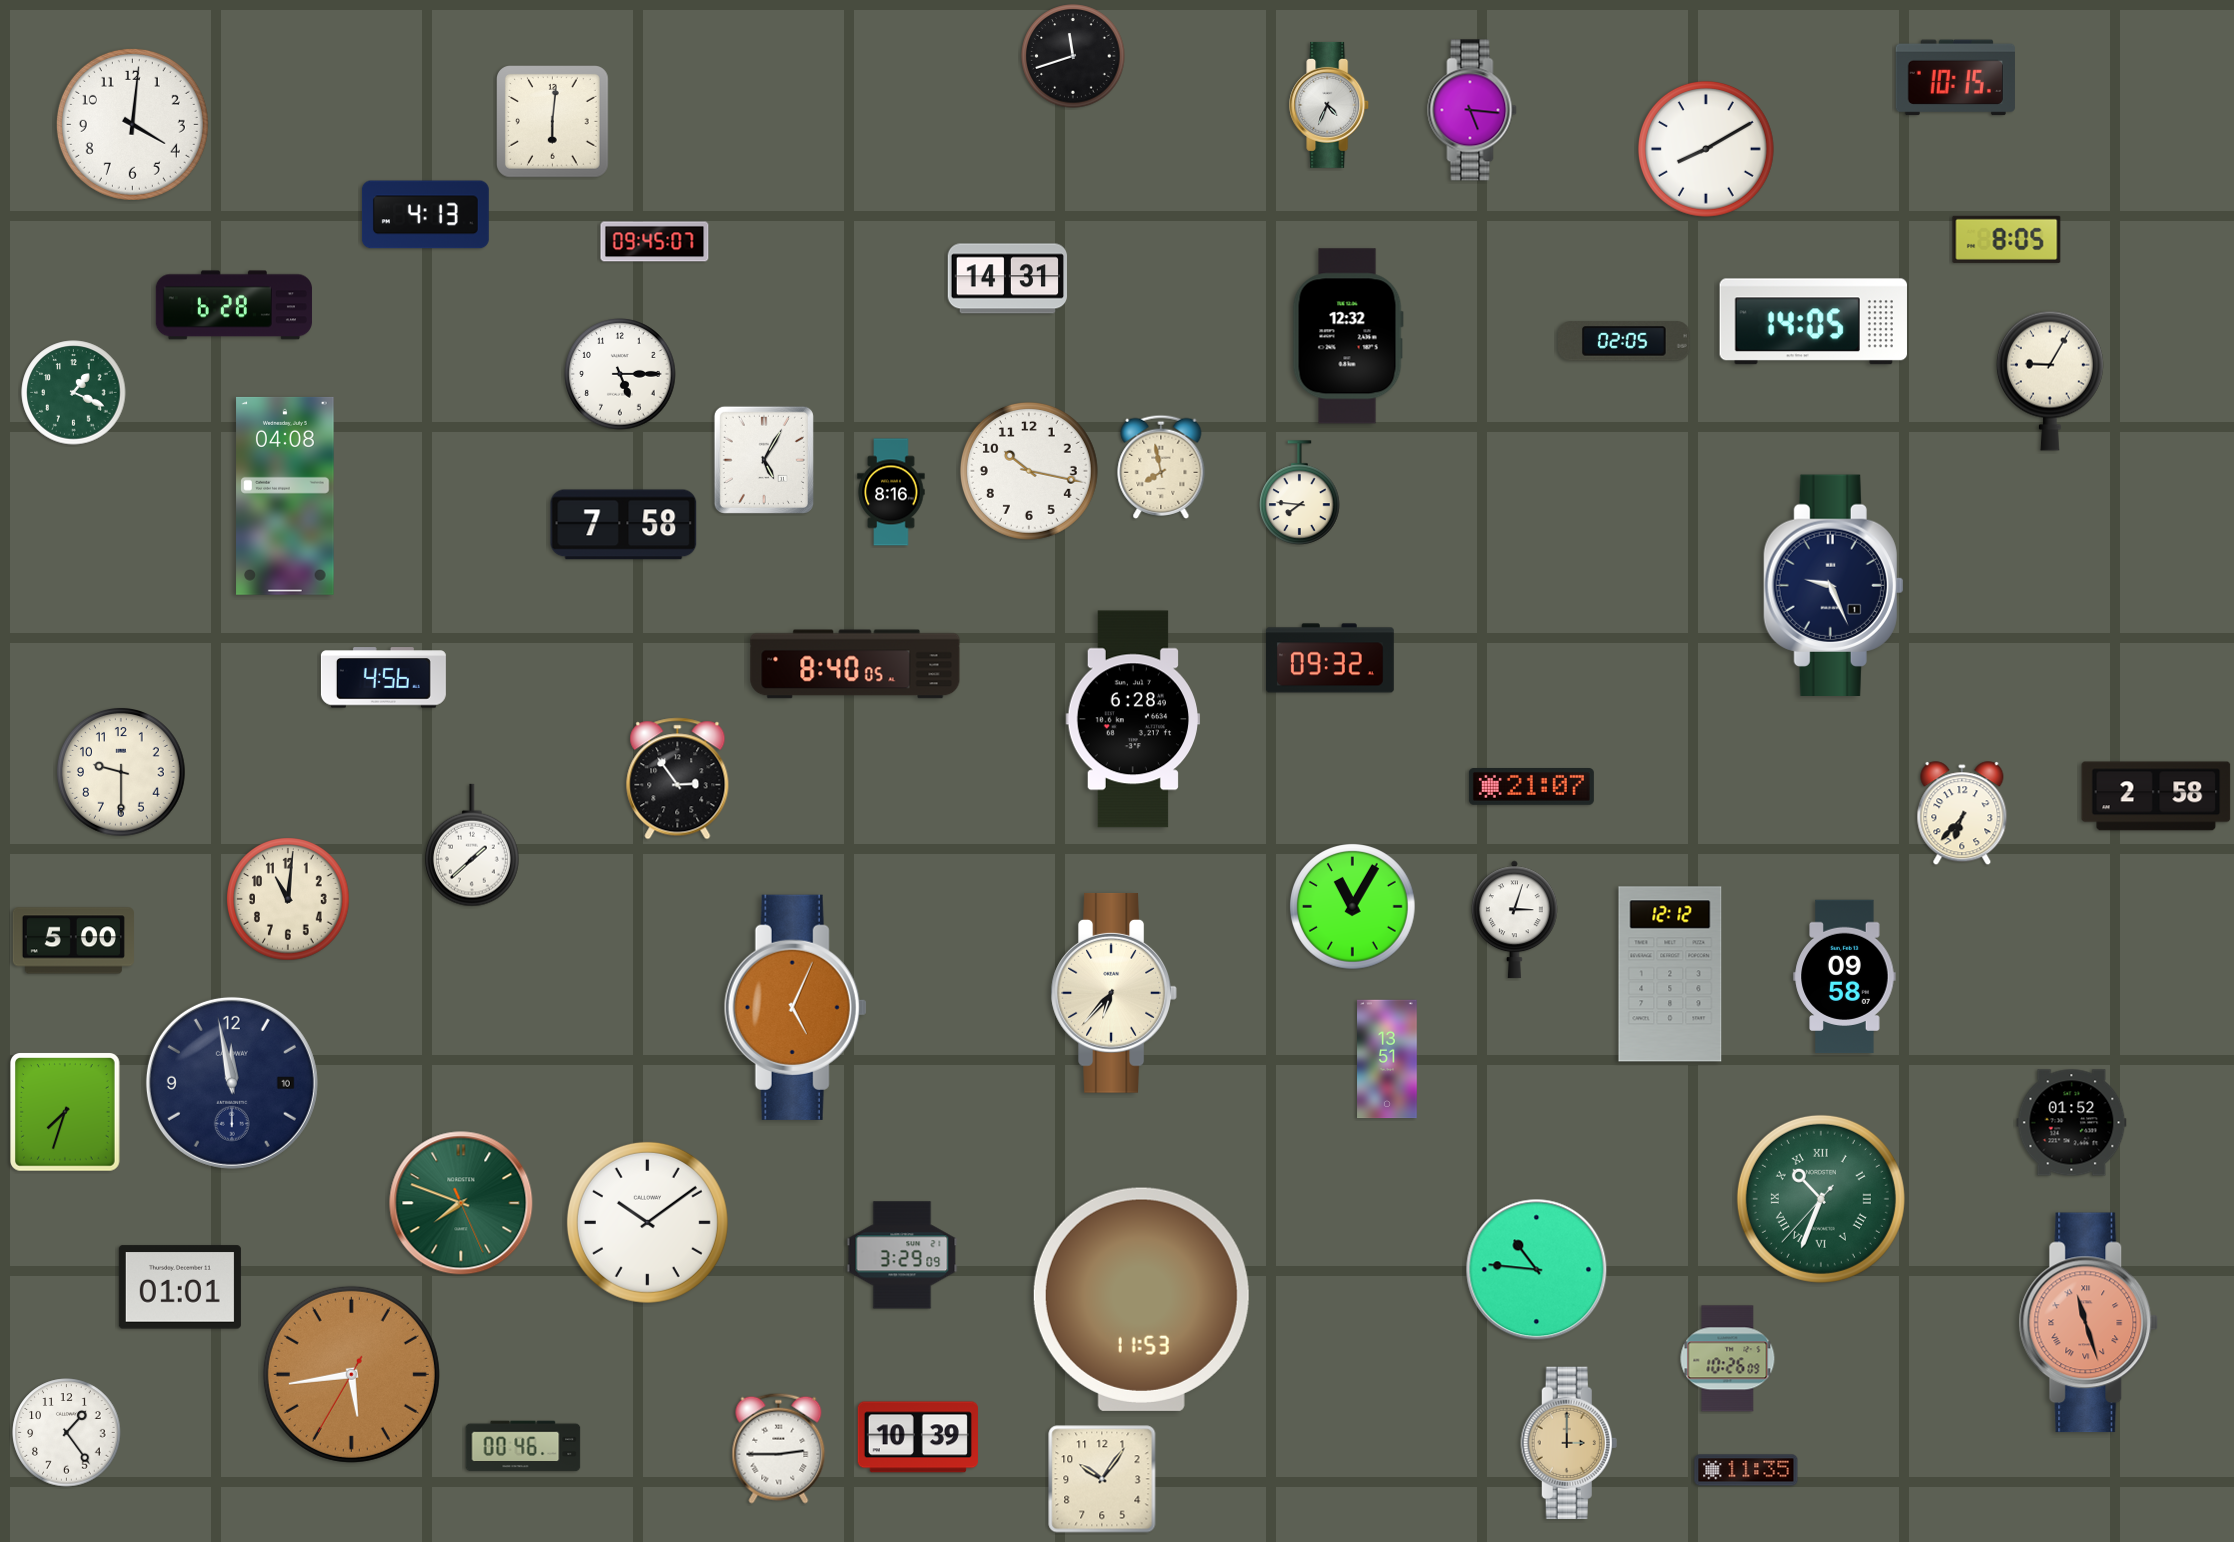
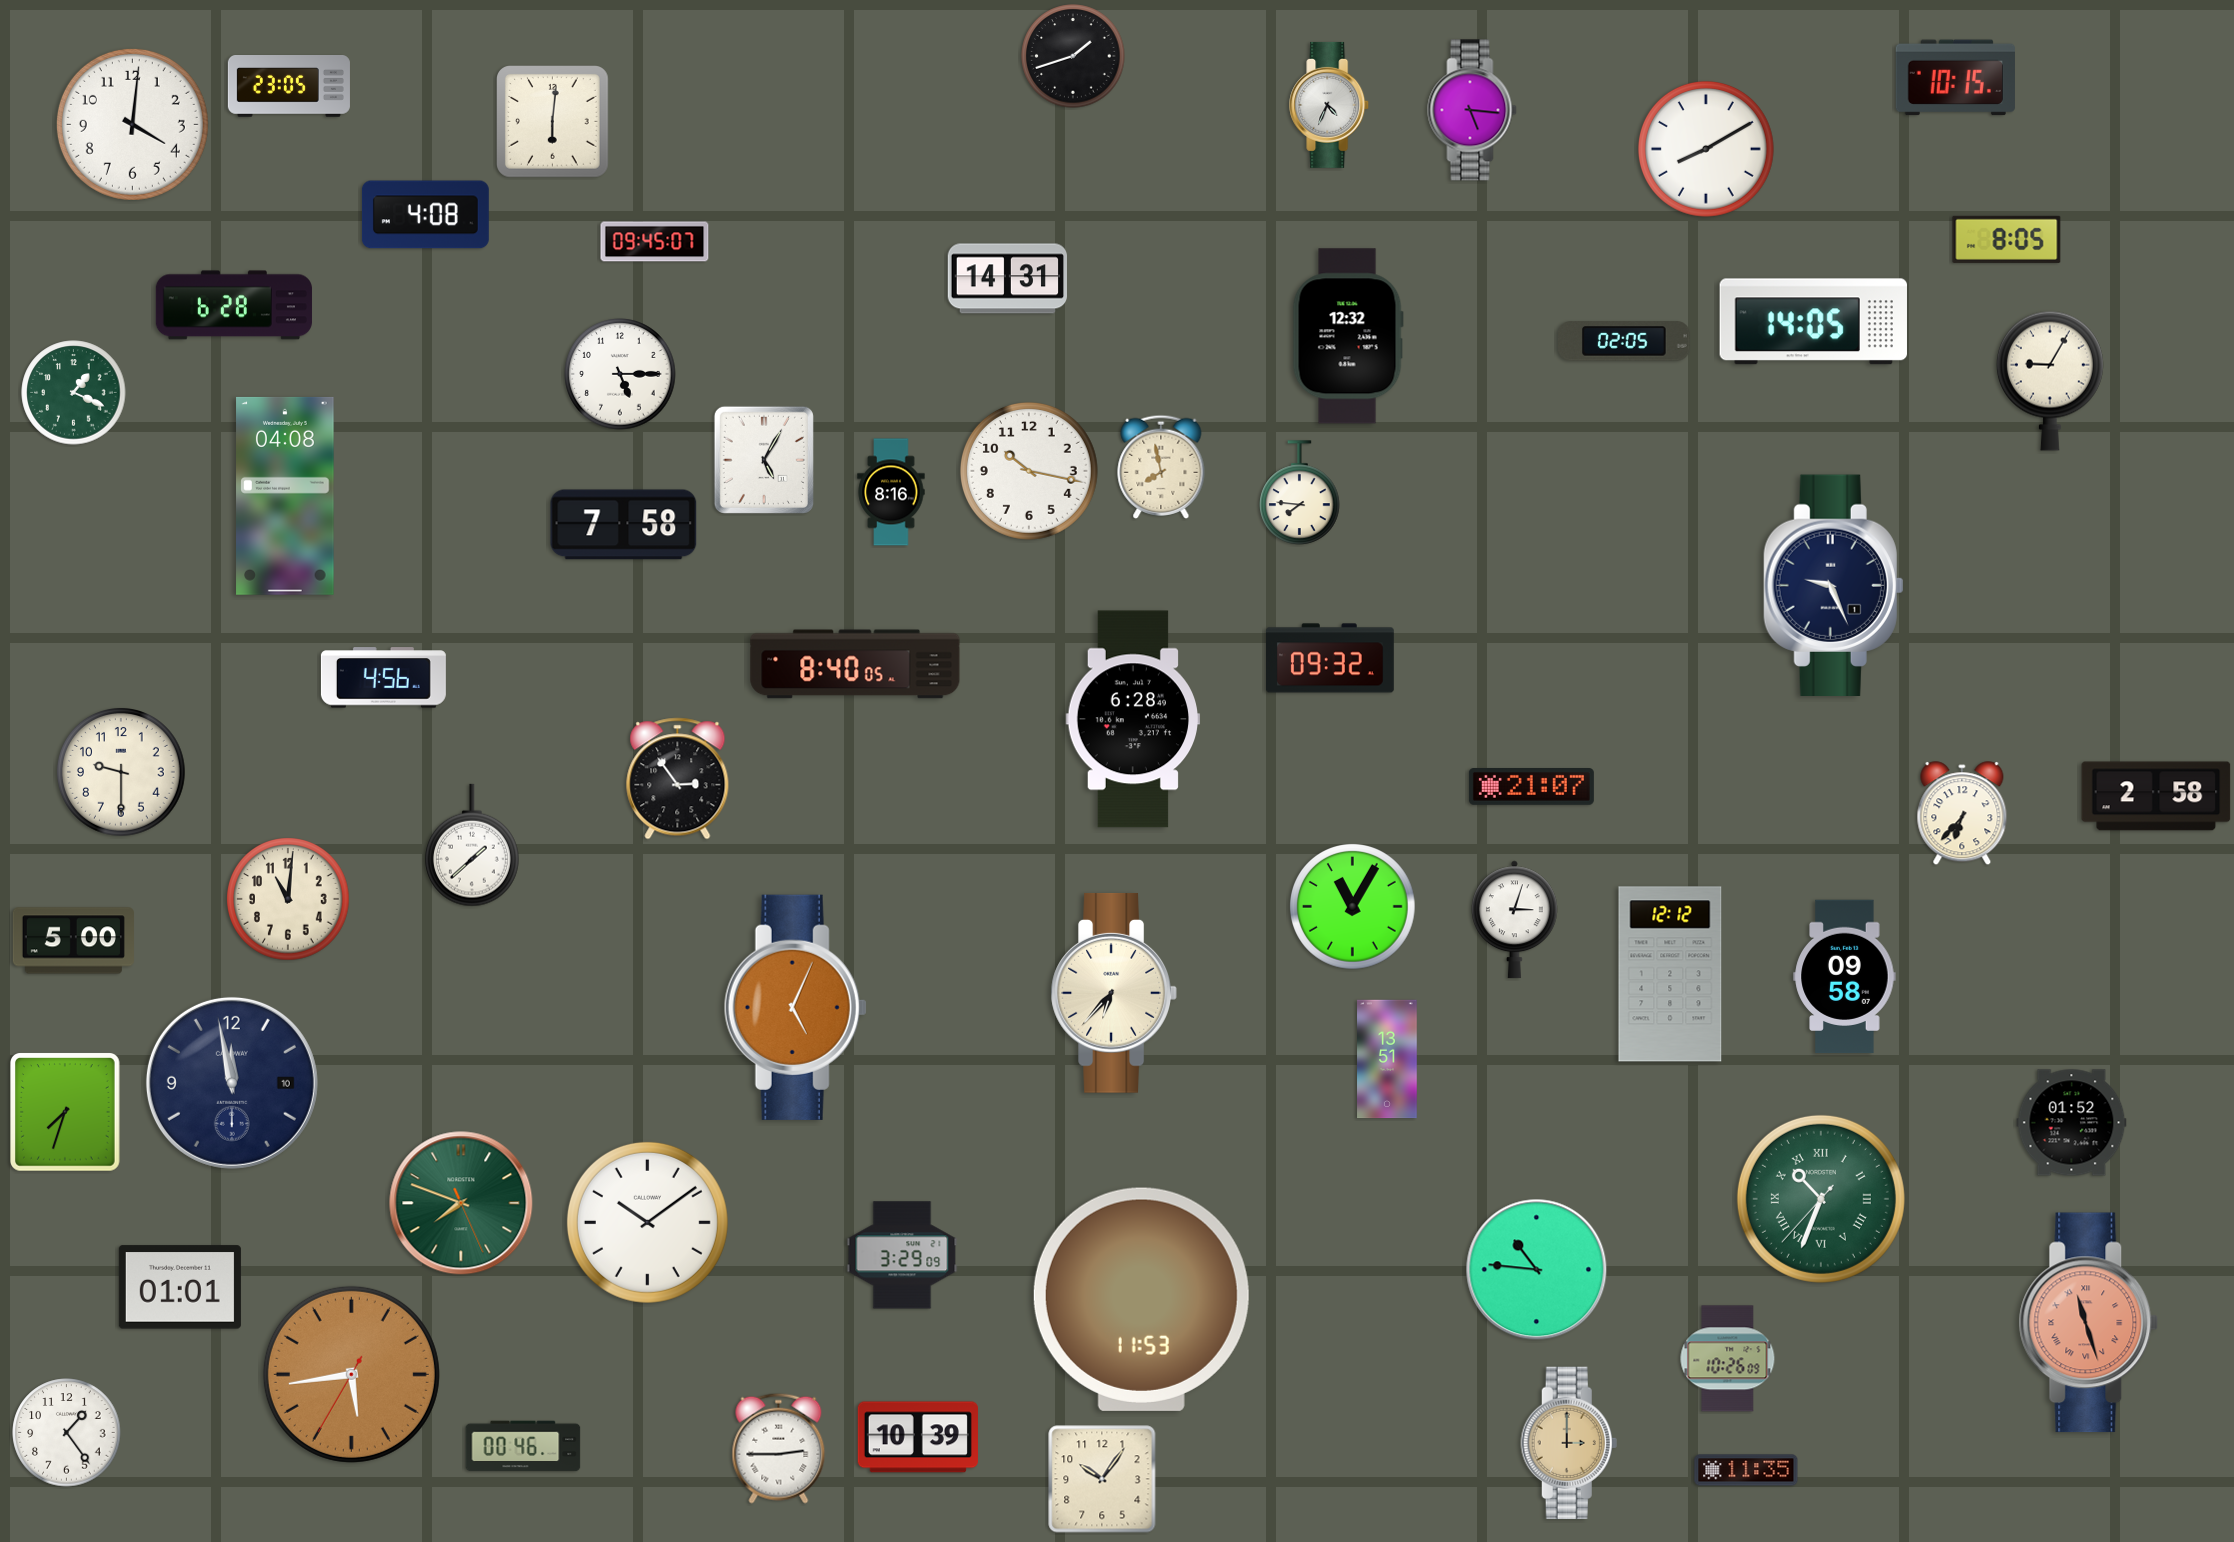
clock at (1073, 56): 11:42 -> 1:42
clock at (289, 87): none -> 23:05
clock at (425, 215): 4:13 -> 4:08
